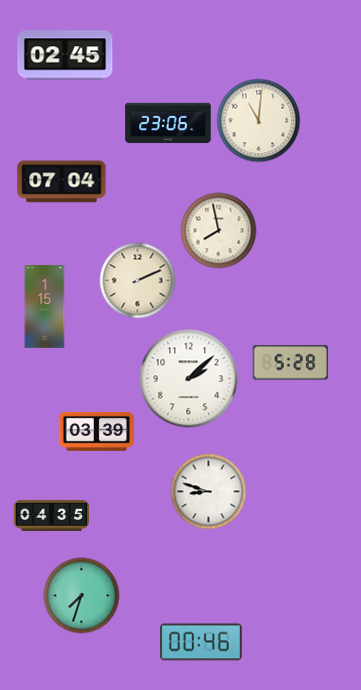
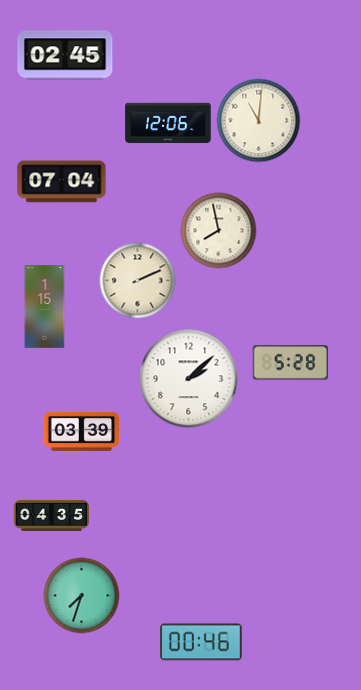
clock at (168, 123): 23:06 -> 12:06
clock at (97, 431) position: (97, 431) -> (82, 431)
clock at (209, 492): 8:48 -> none
